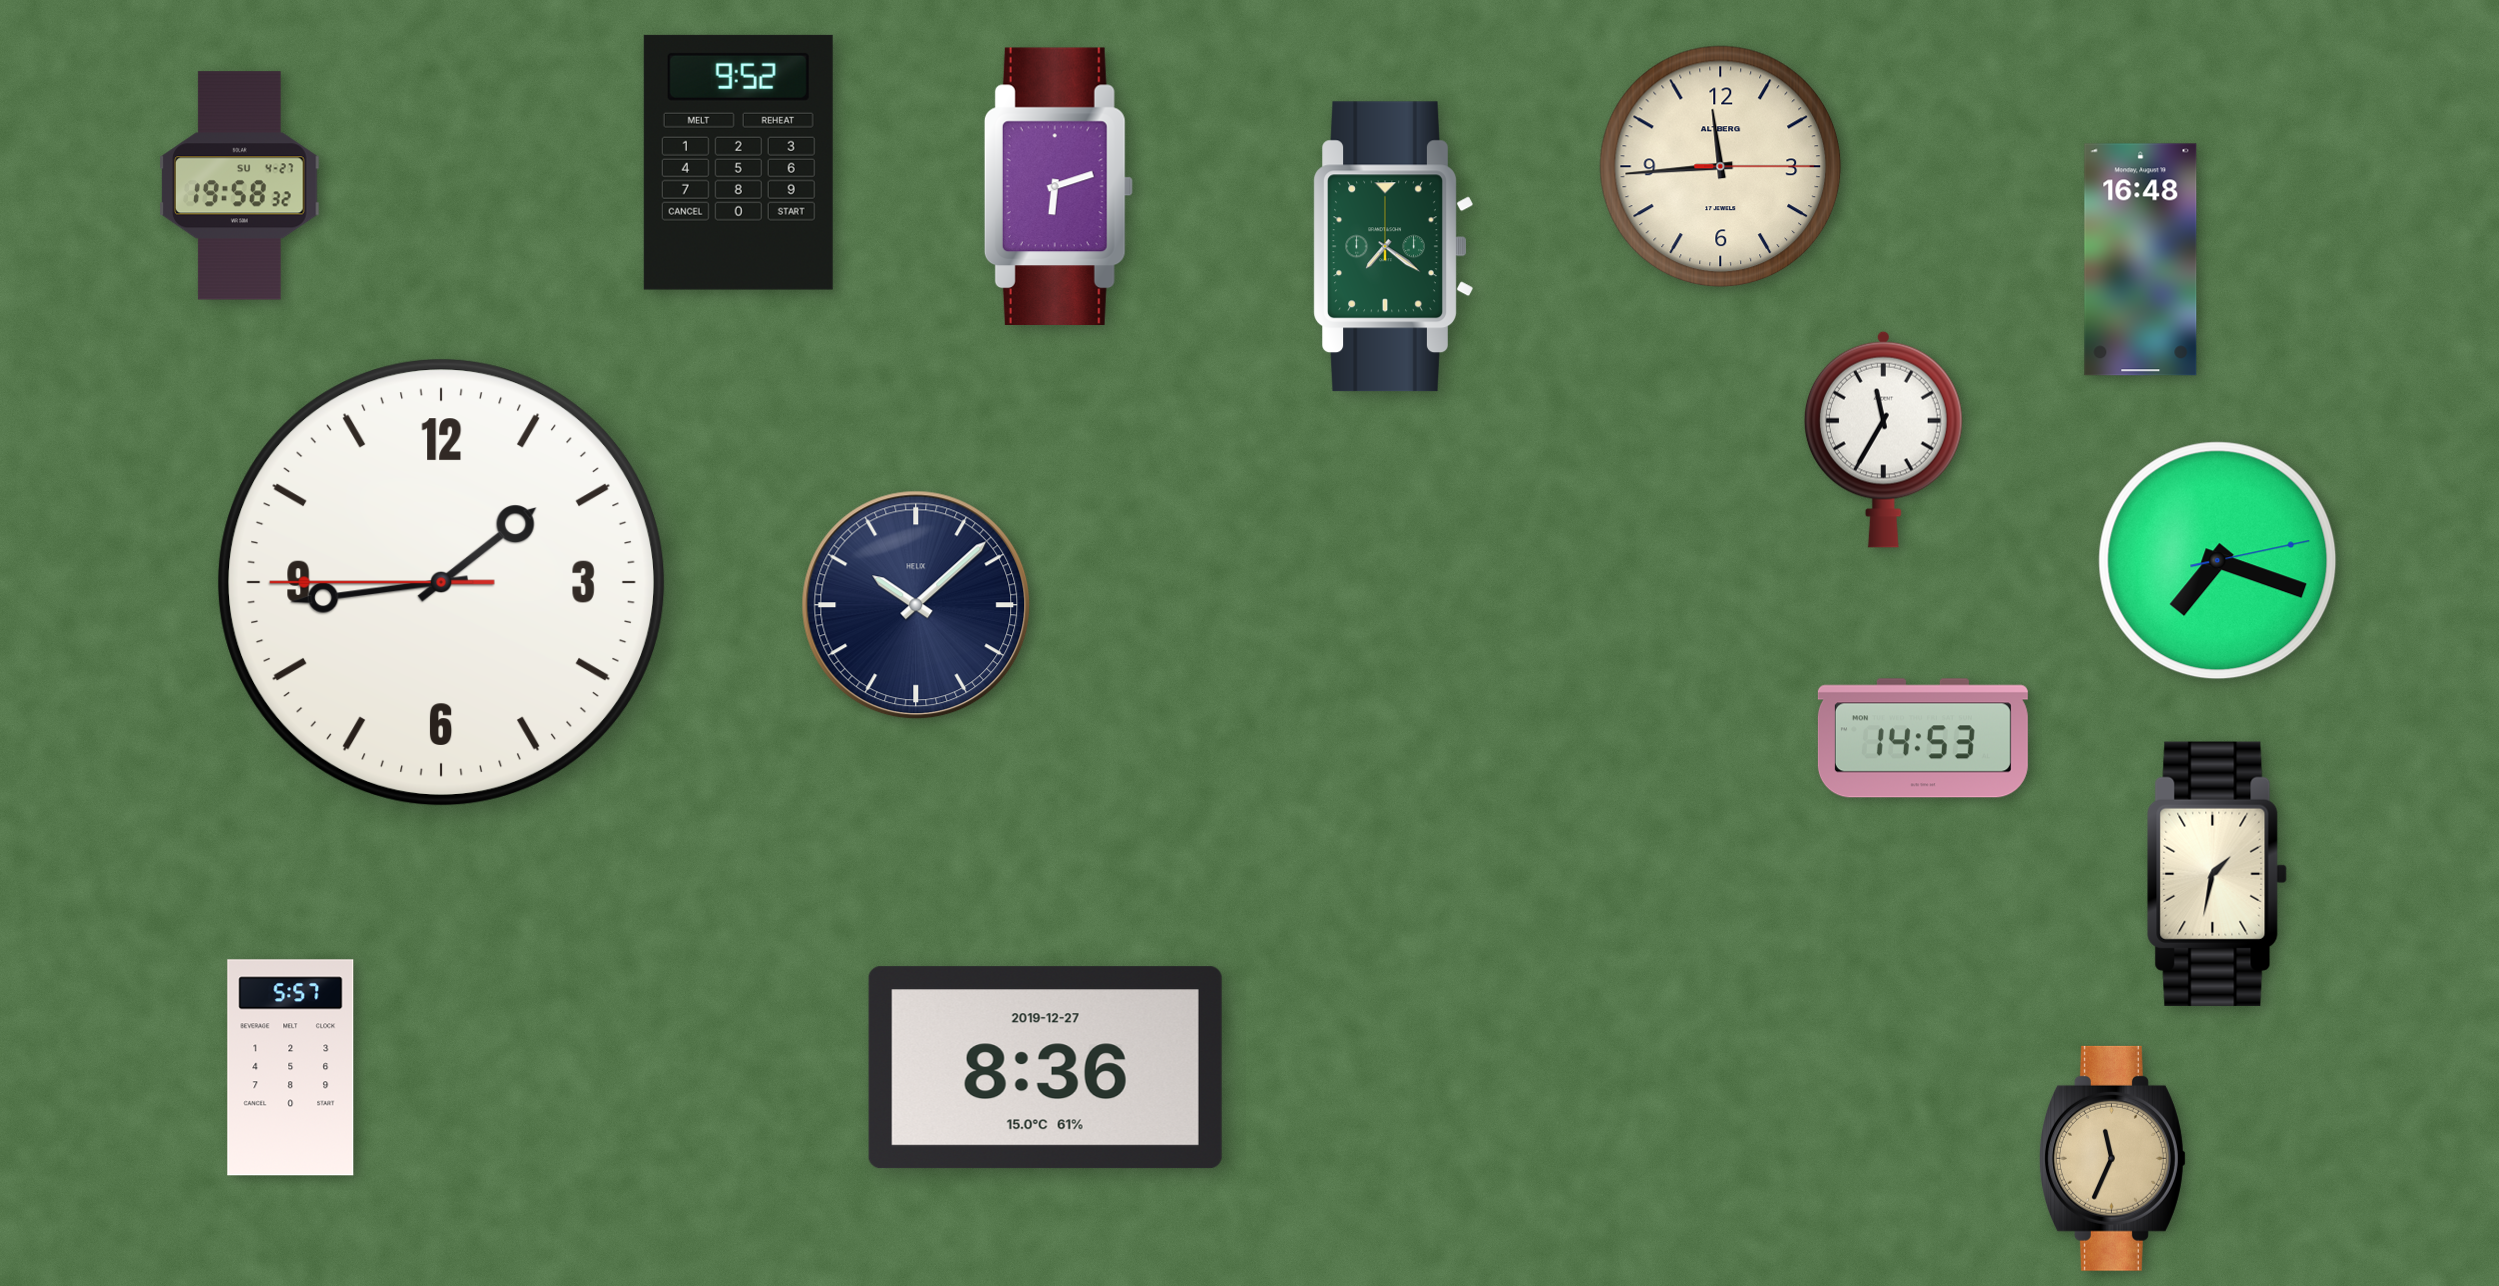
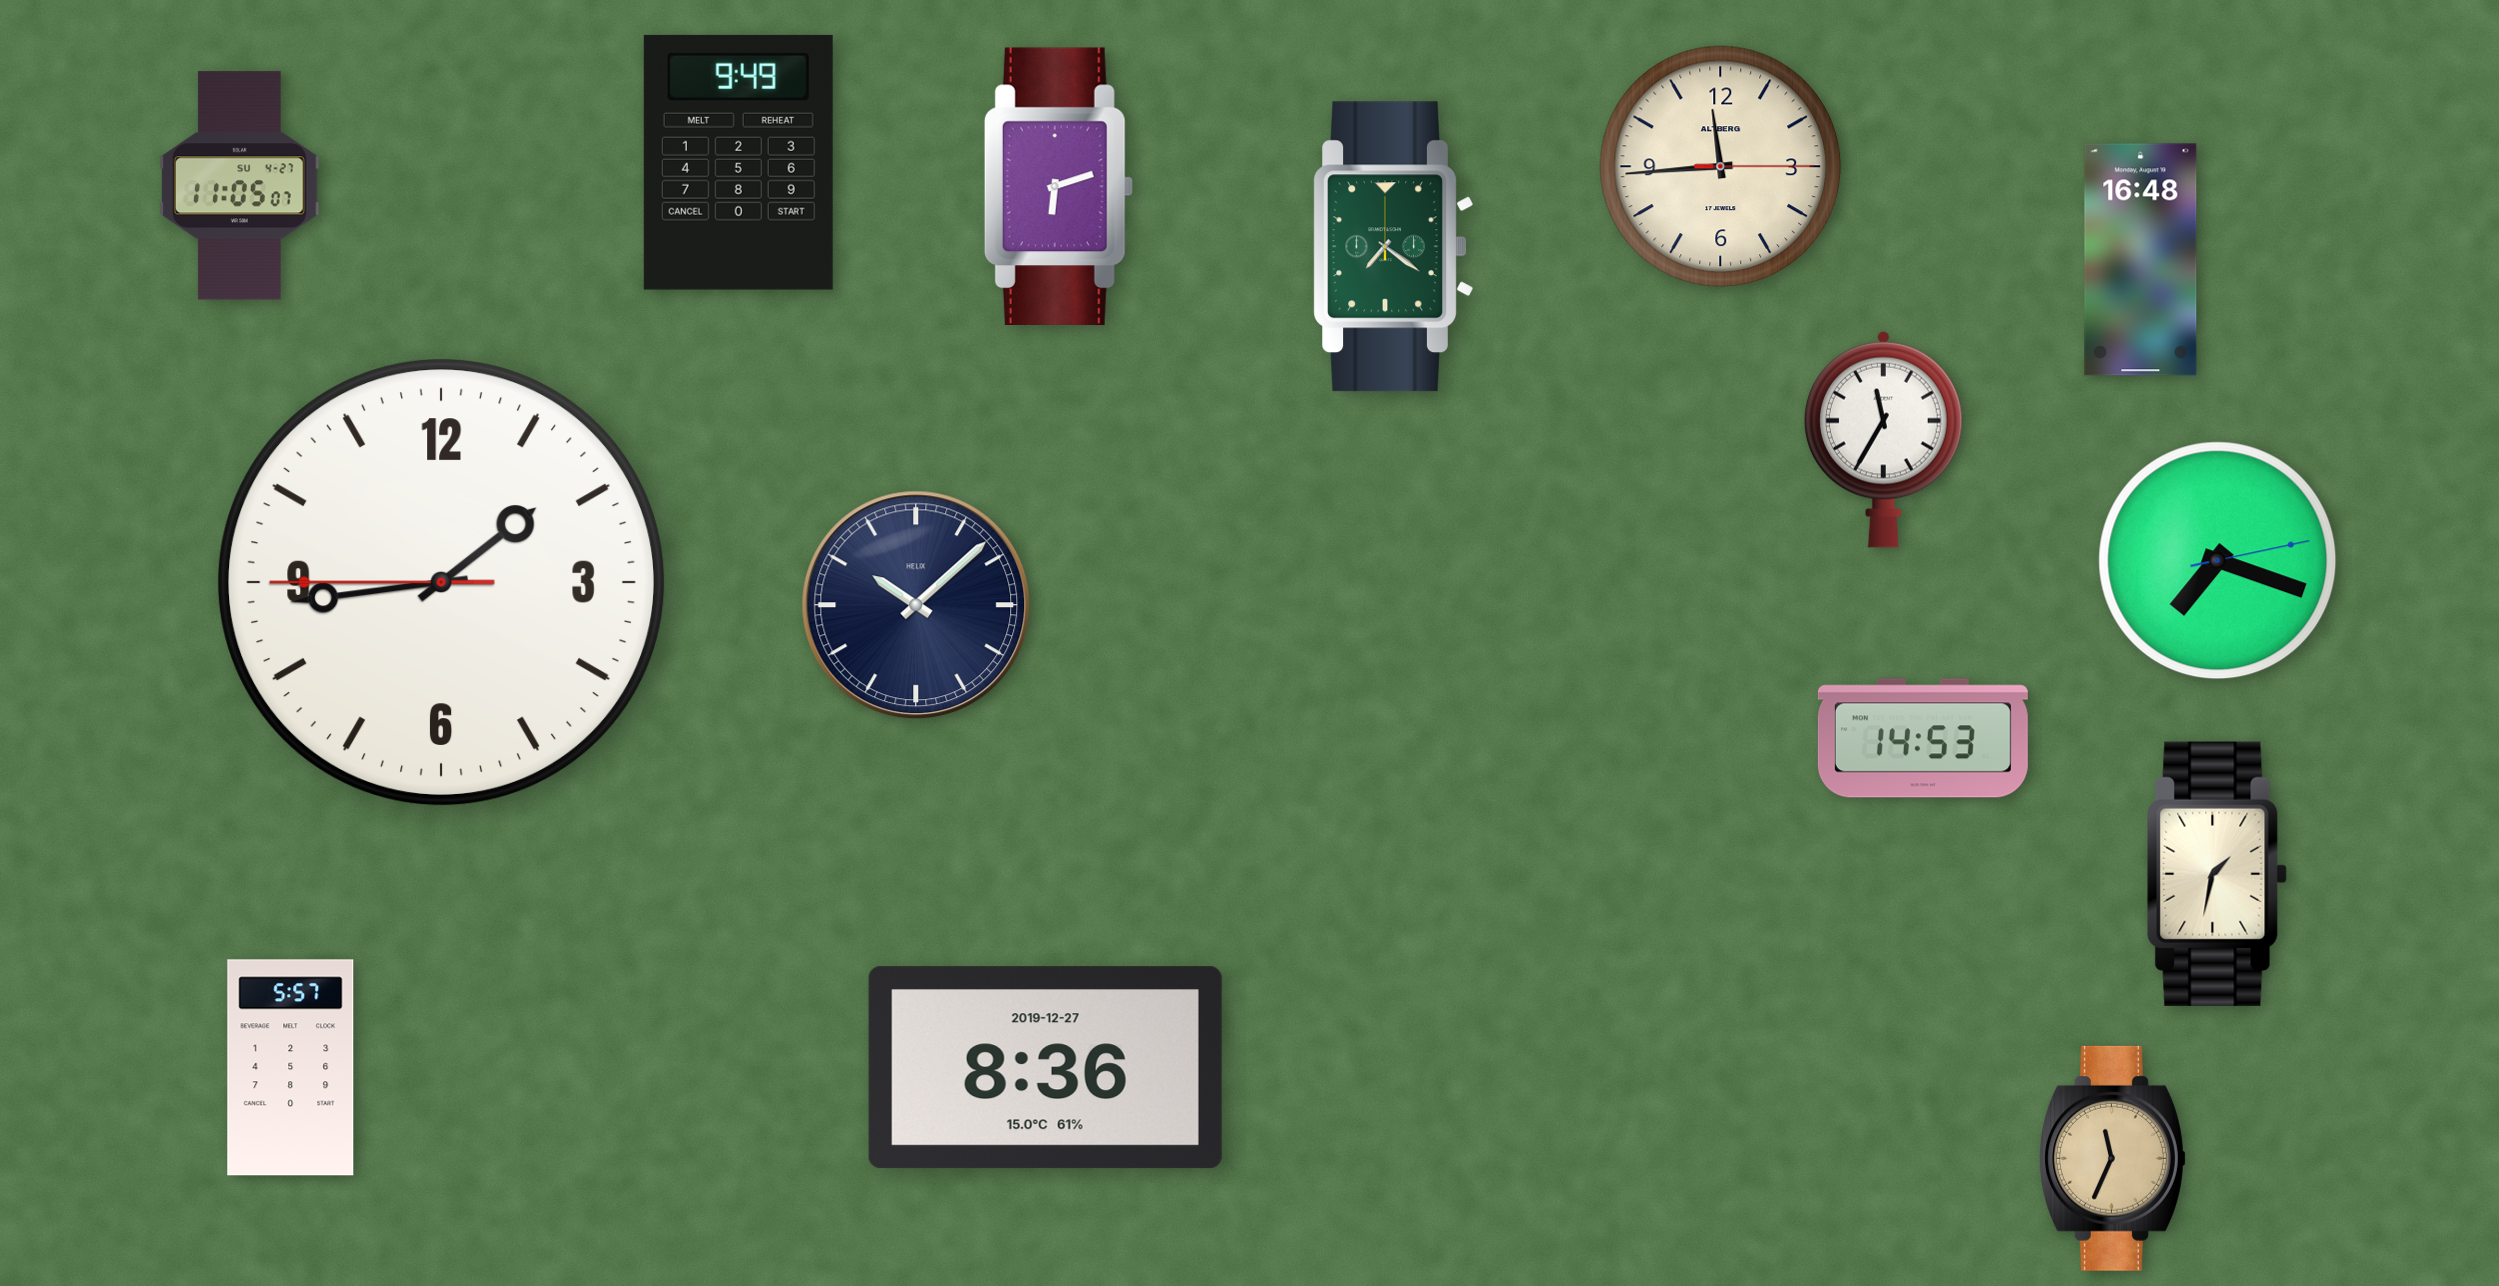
clock at (738, 162): 9:52 -> 9:49
clock at (240, 186): 19:58 -> 11:05
